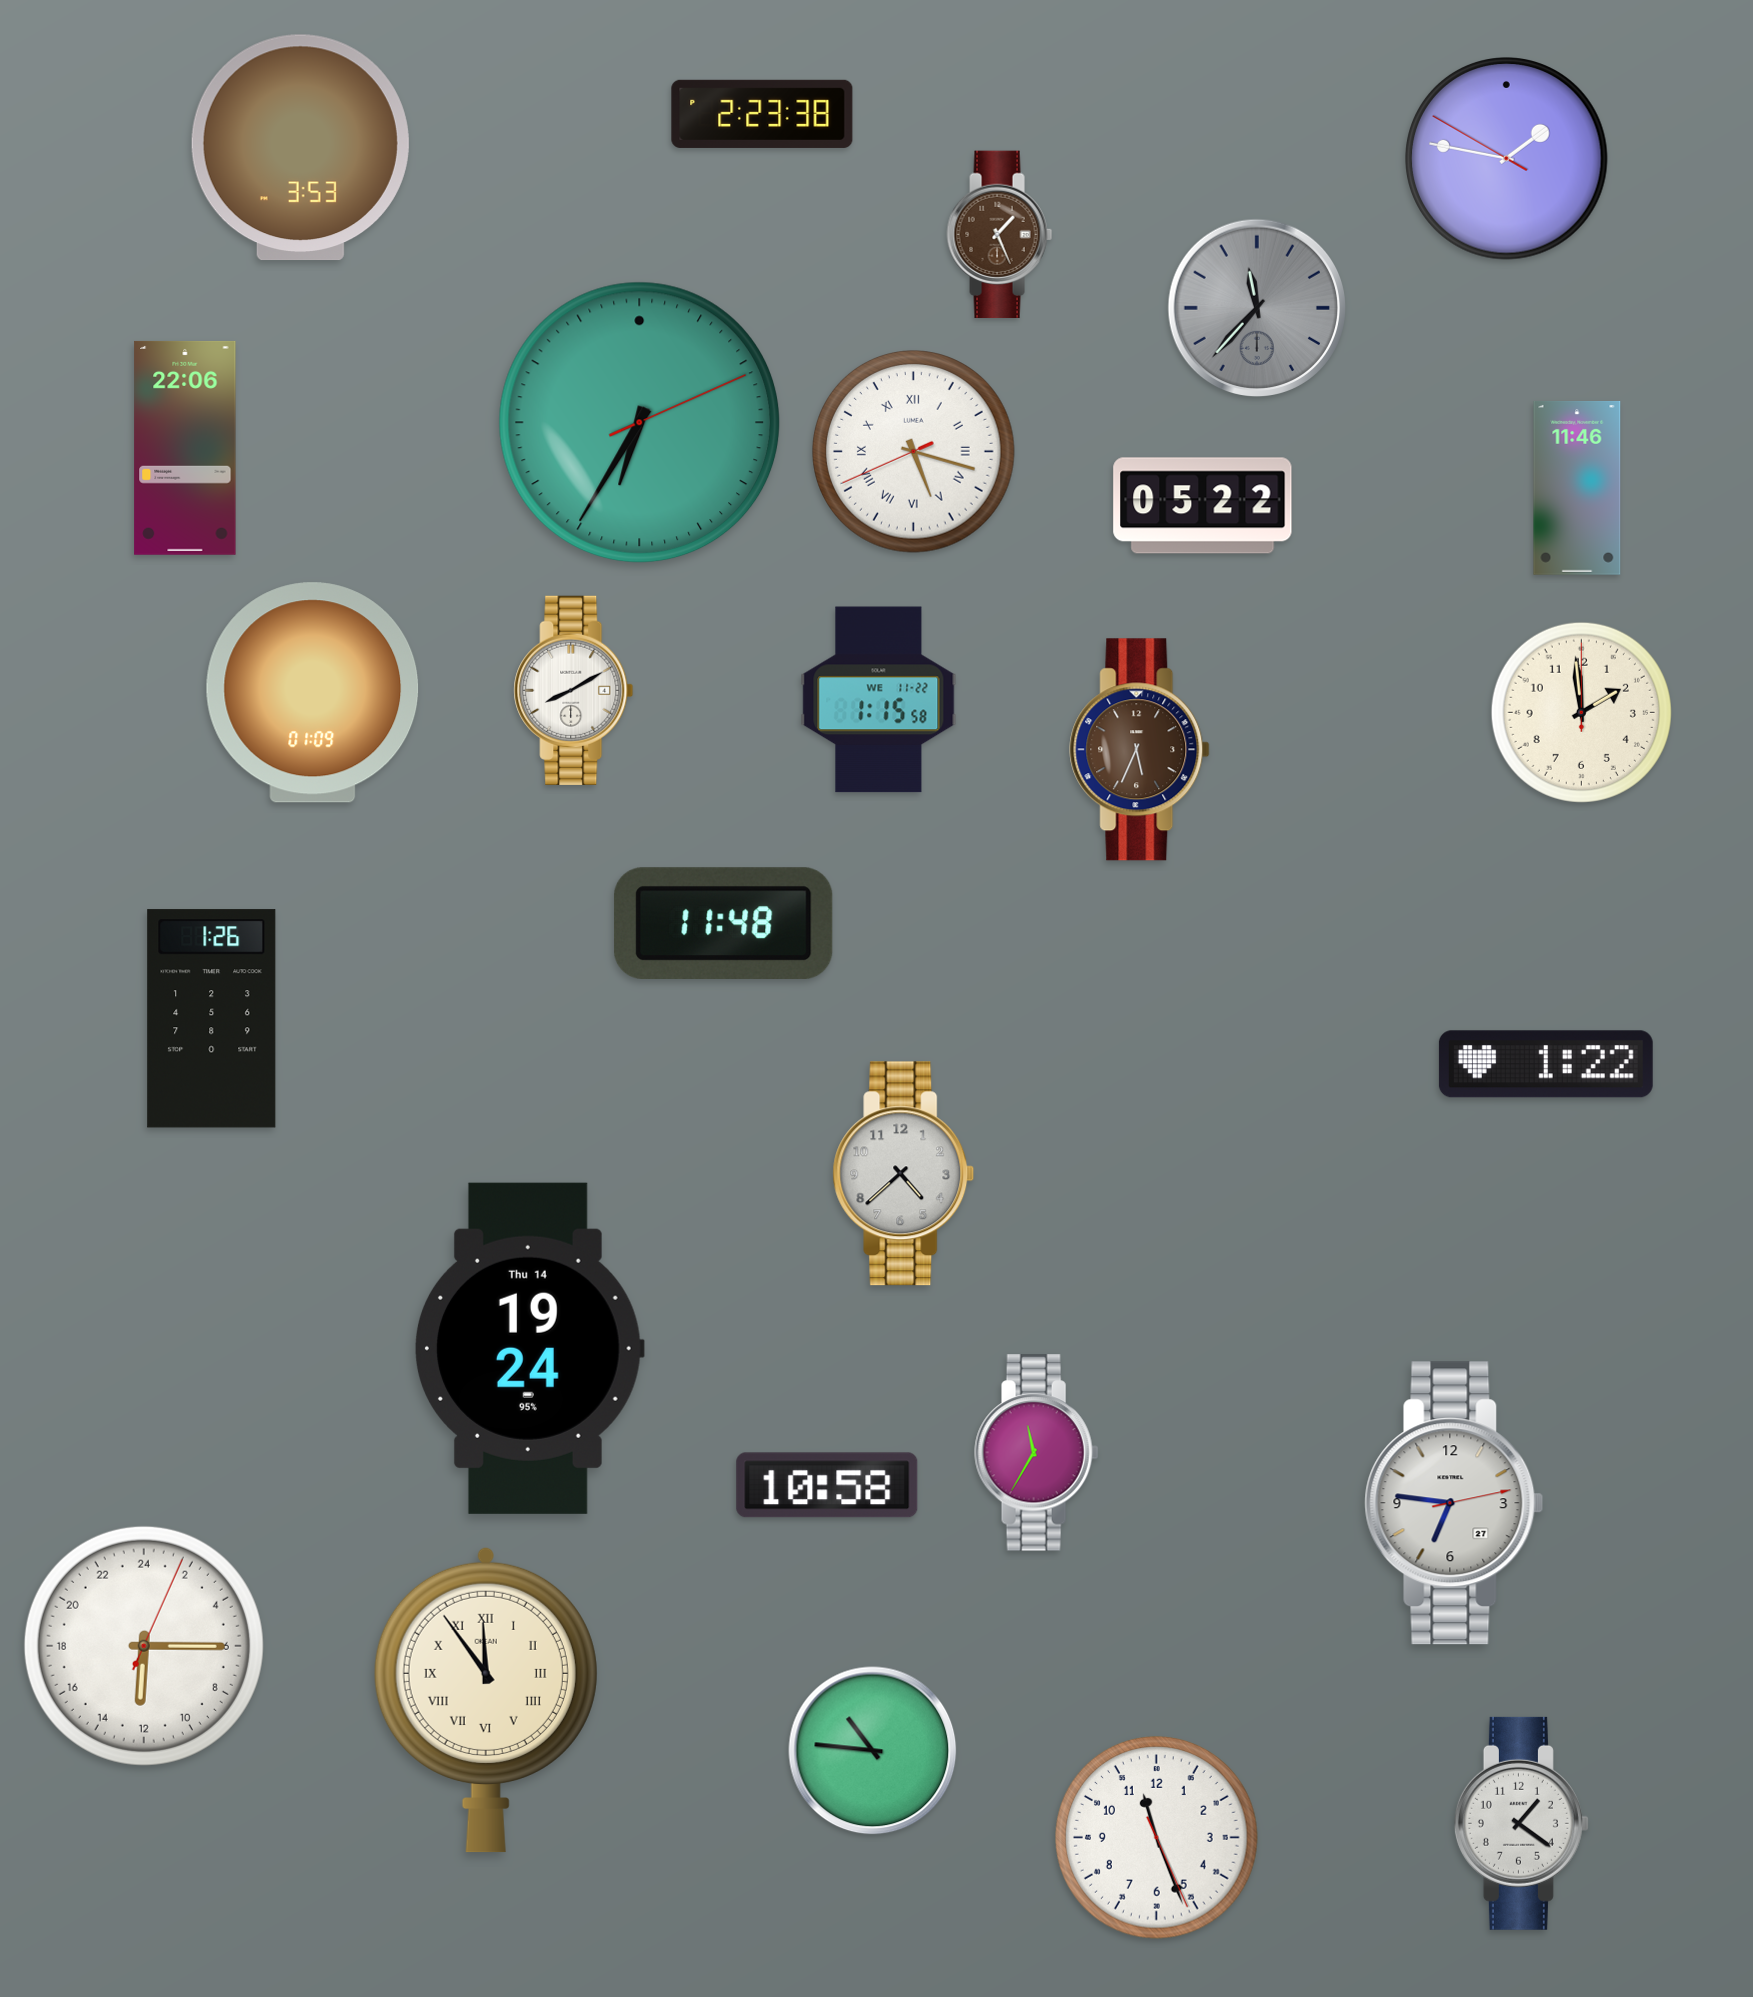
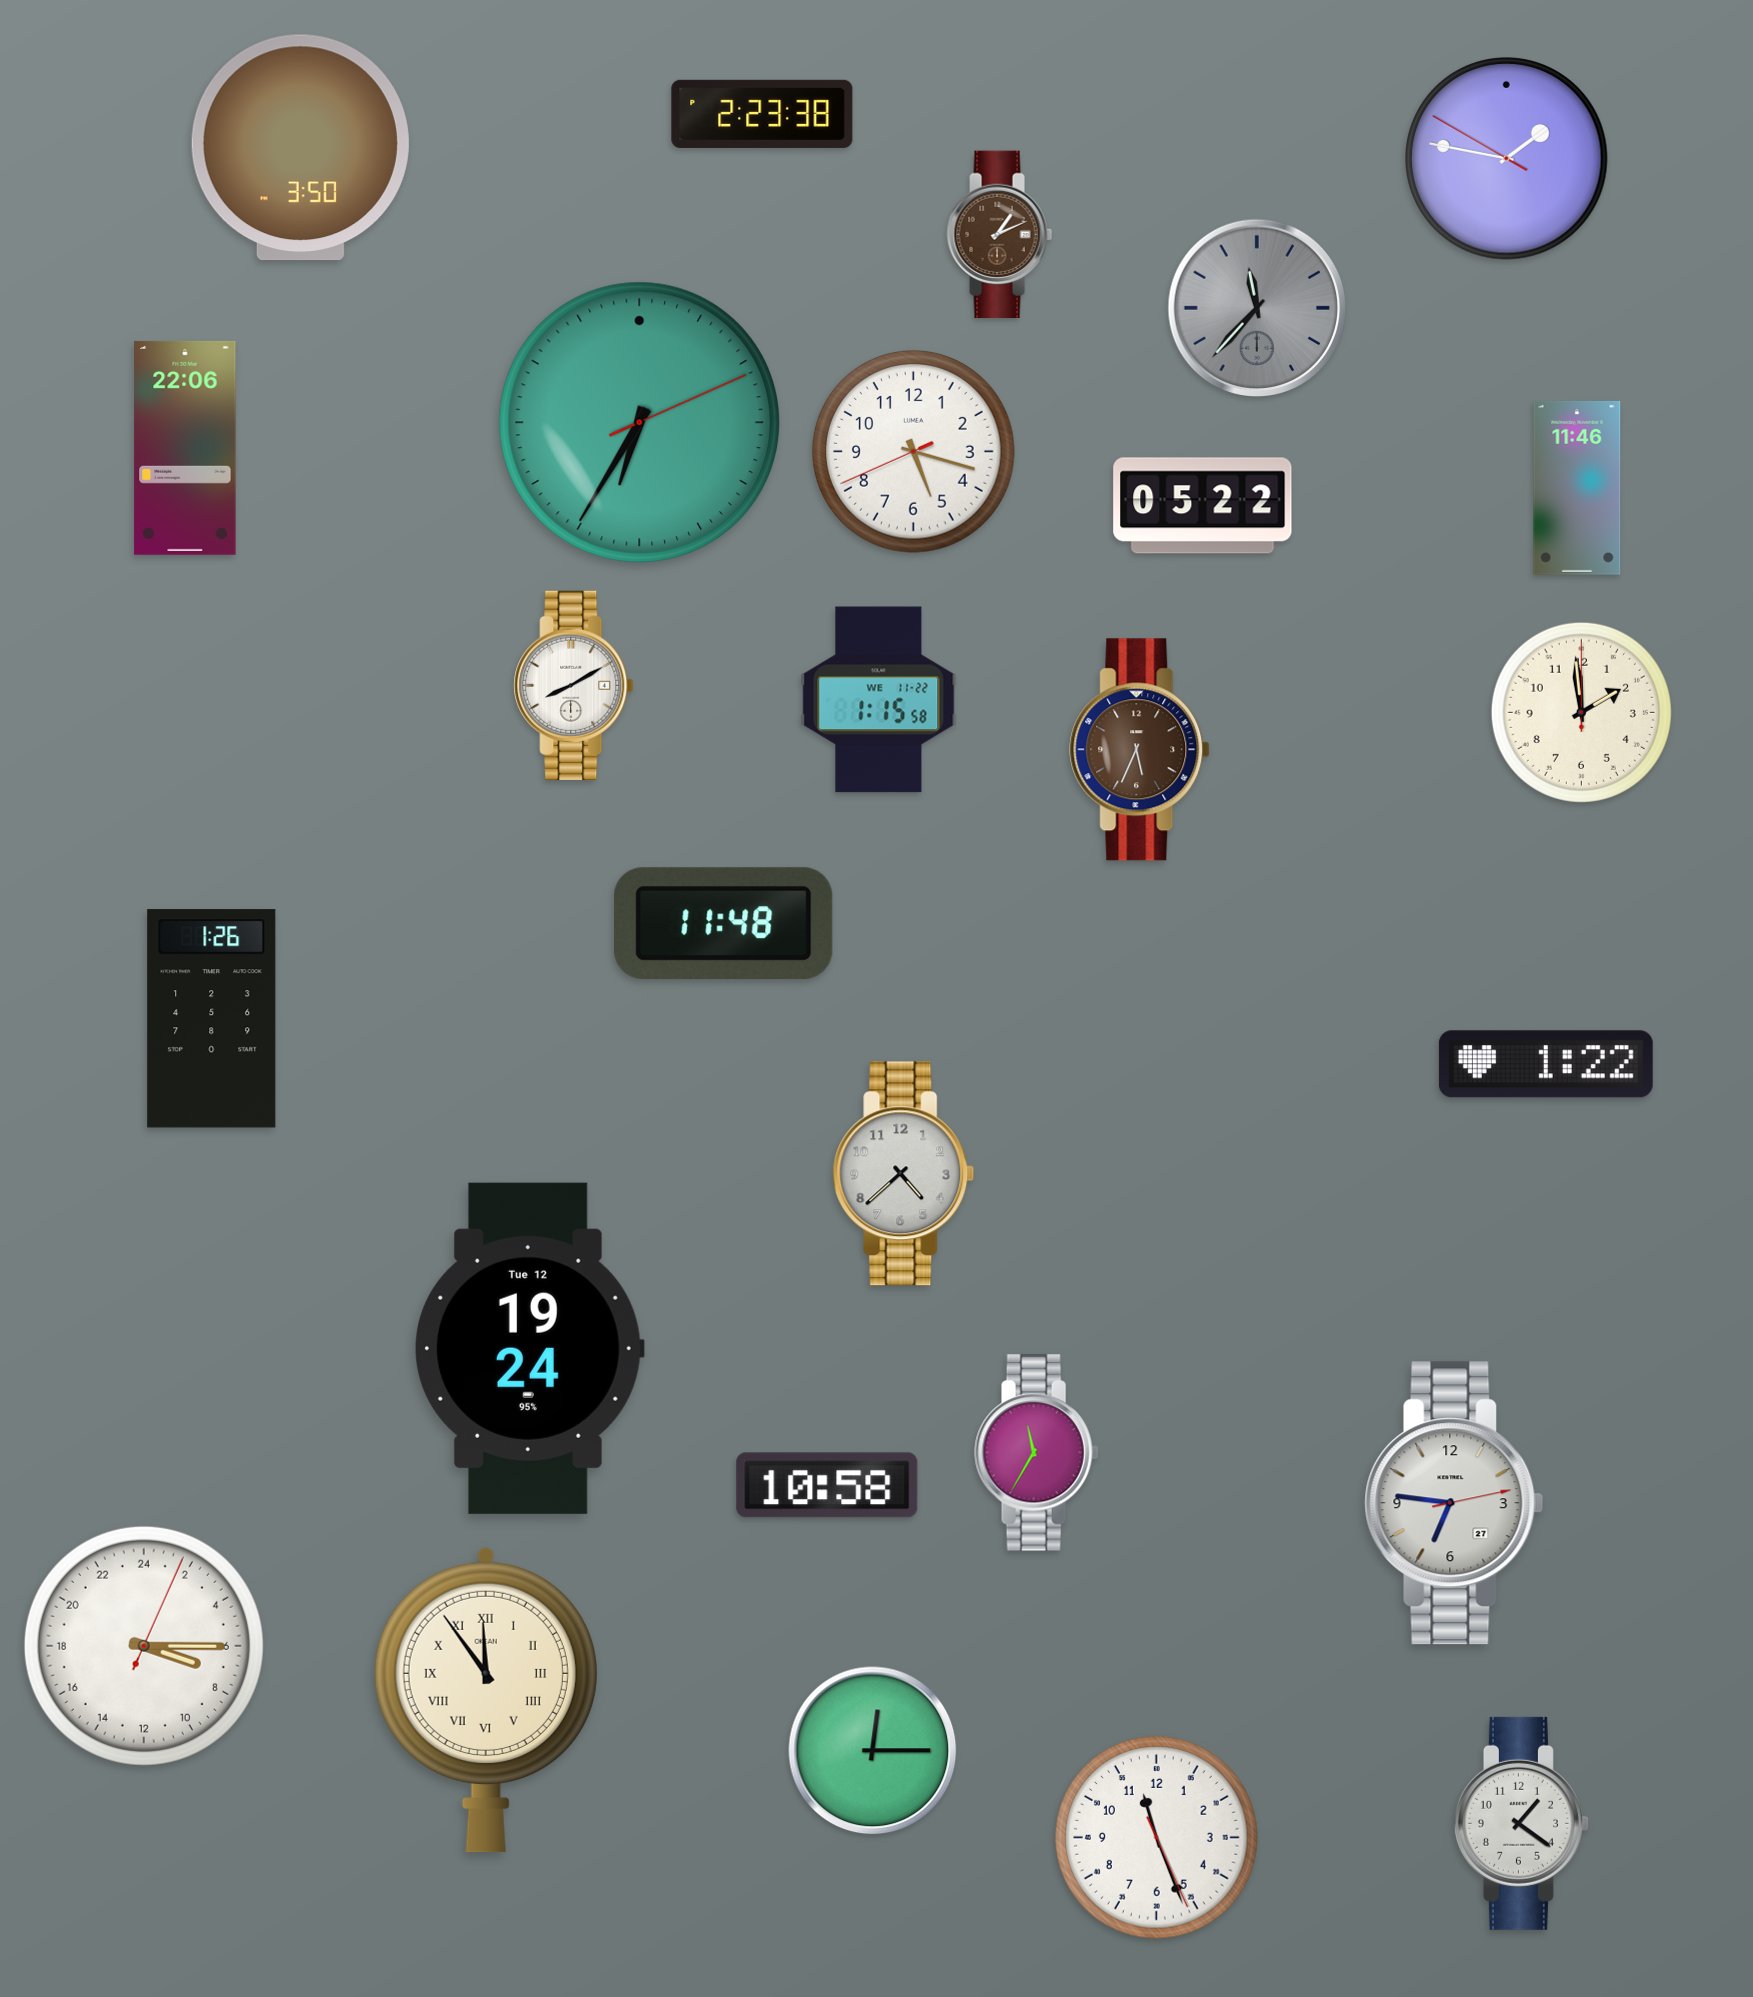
clock at (300, 148): 3:53 -> 3:50
clock at (1000, 235): 1:26 -> 1:11
clock at (914, 452) numerals: Roman -> Arabic
clock at (574, 690) position: (574, 690) -> (574, 685)
clock at (313, 693): 01:09 -> none
clock at (530, 1348) date: Thu 14 -> Tue 12
clock at (144, 1646): 12:15 -> 7:15
clock at (873, 1751): 10:46 -> 12:15
